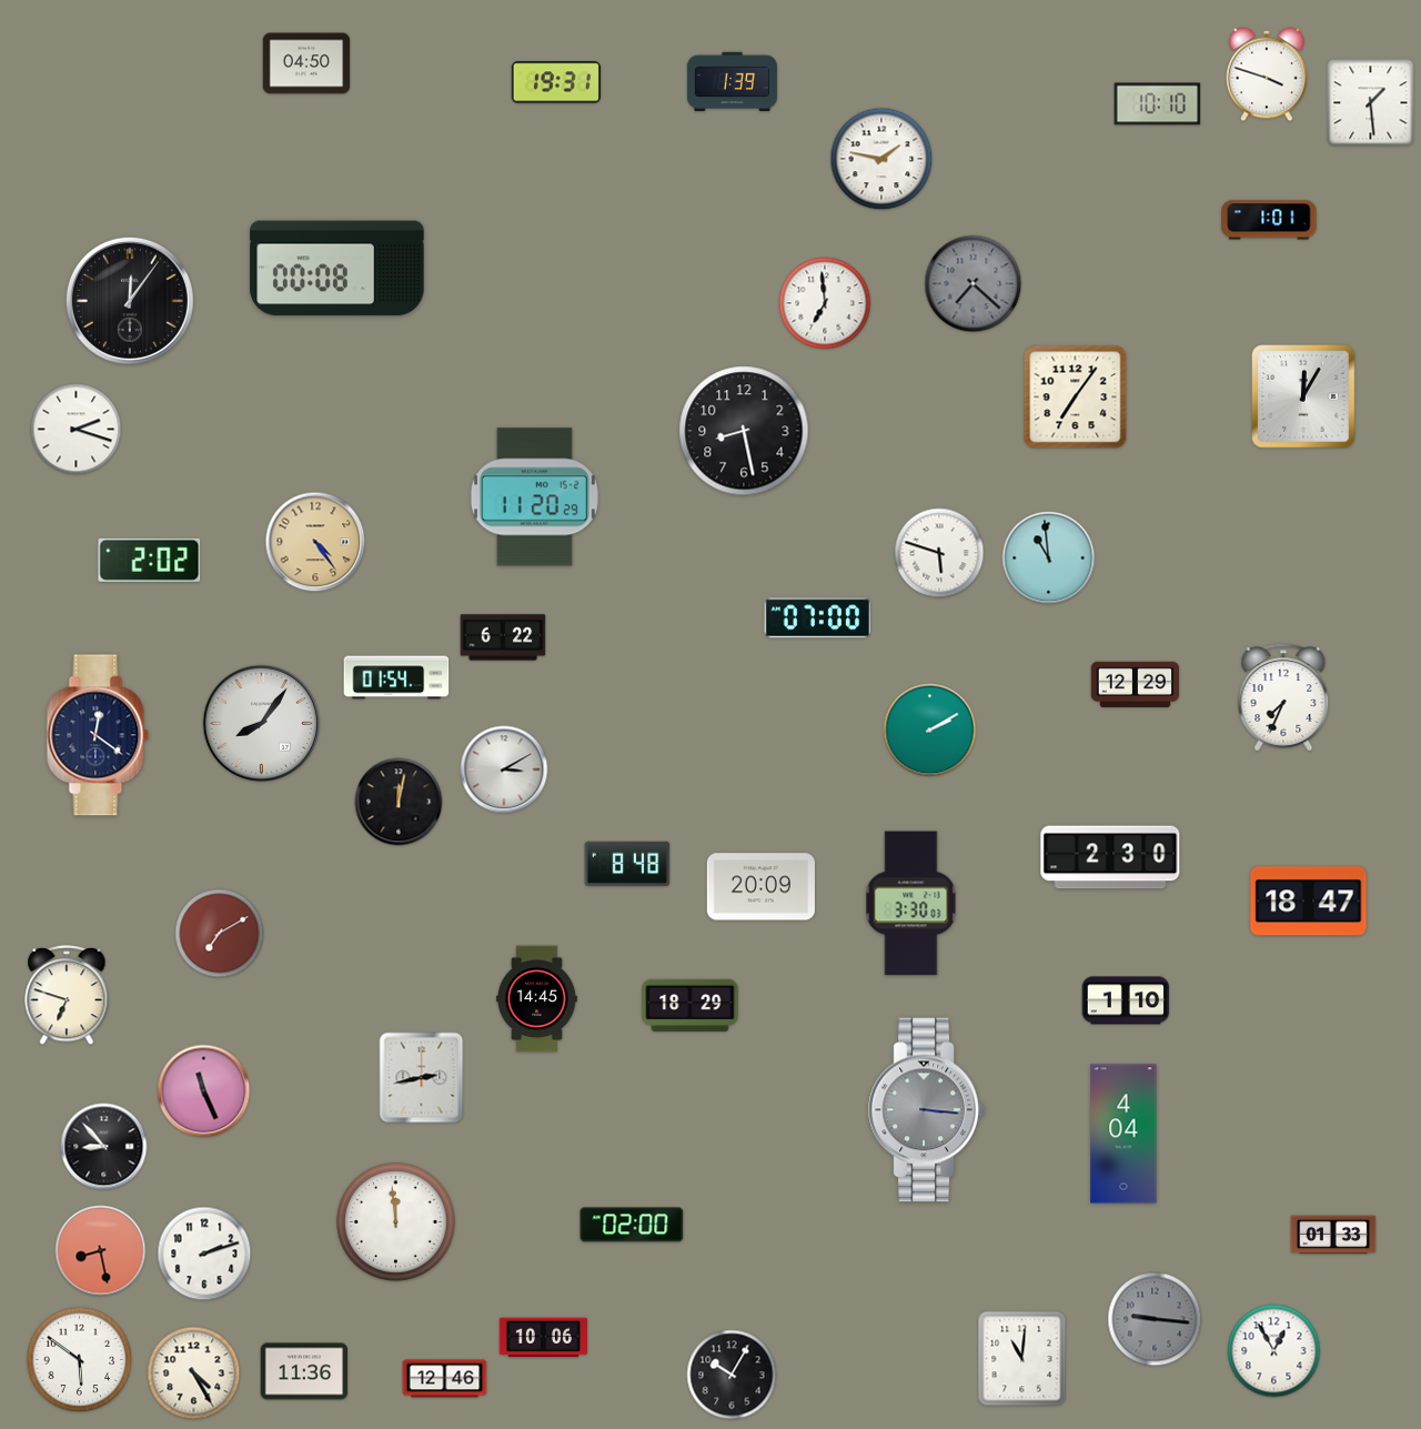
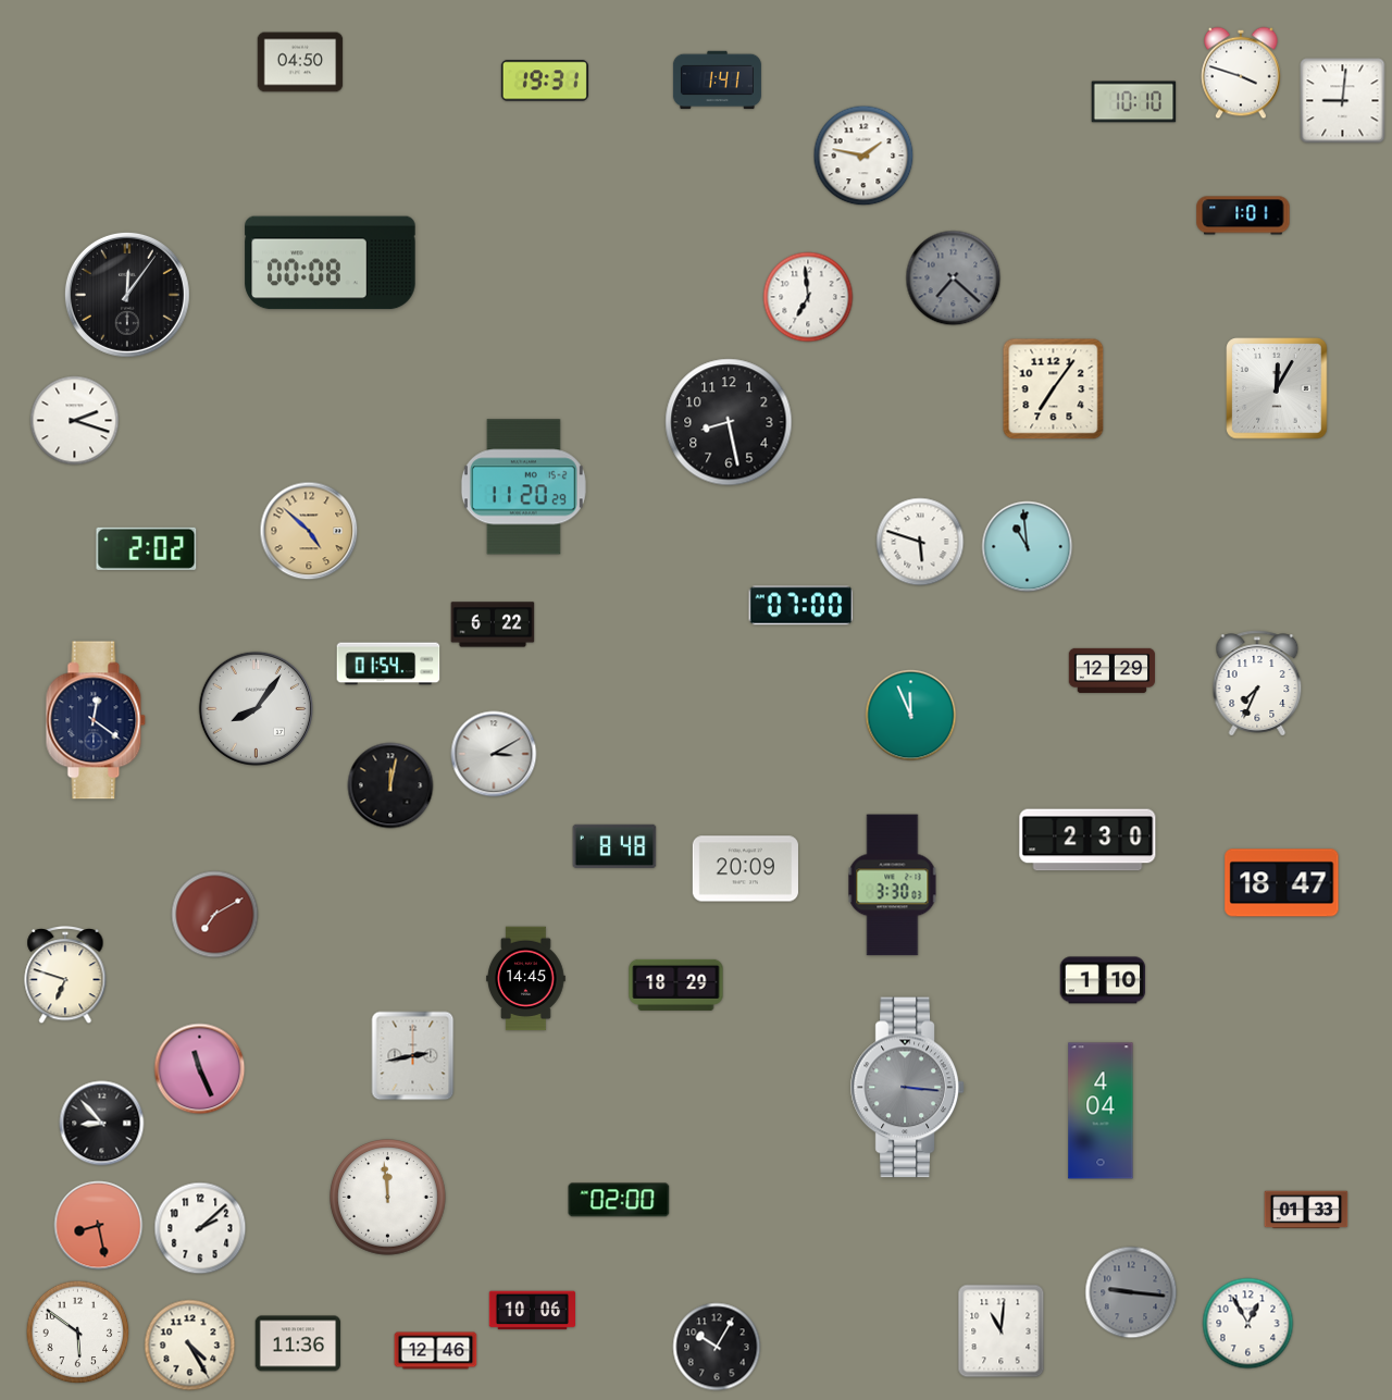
clock at (732, 82): 1:39 -> 1:41
clock at (1371, 103): 1:29 -> 9:01
clock at (315, 542): 4:24 -> 4:52
clock at (930, 731): 2:10 -> 11:56
clock at (204, 1254): 2:12 -> 2:08
